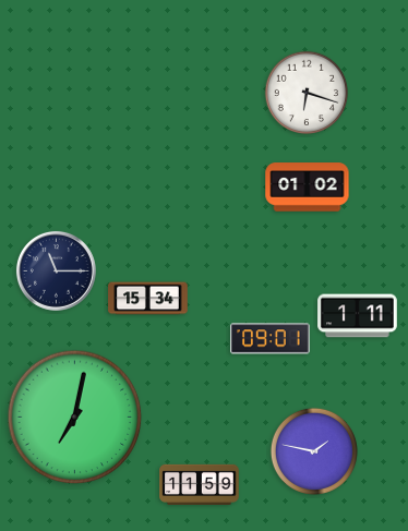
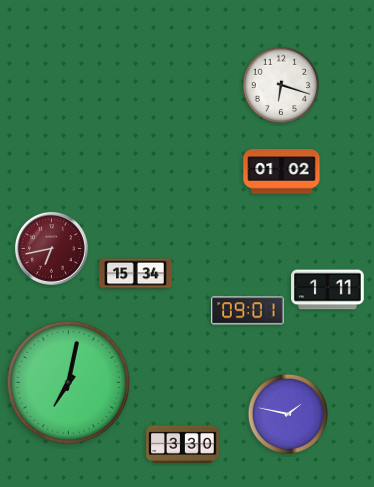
clock at (56, 270): 11:15 -> 6:43
clock at (56, 270) dial: navy -> burgundy
clock at (200, 484): 11:59 -> 3:30
